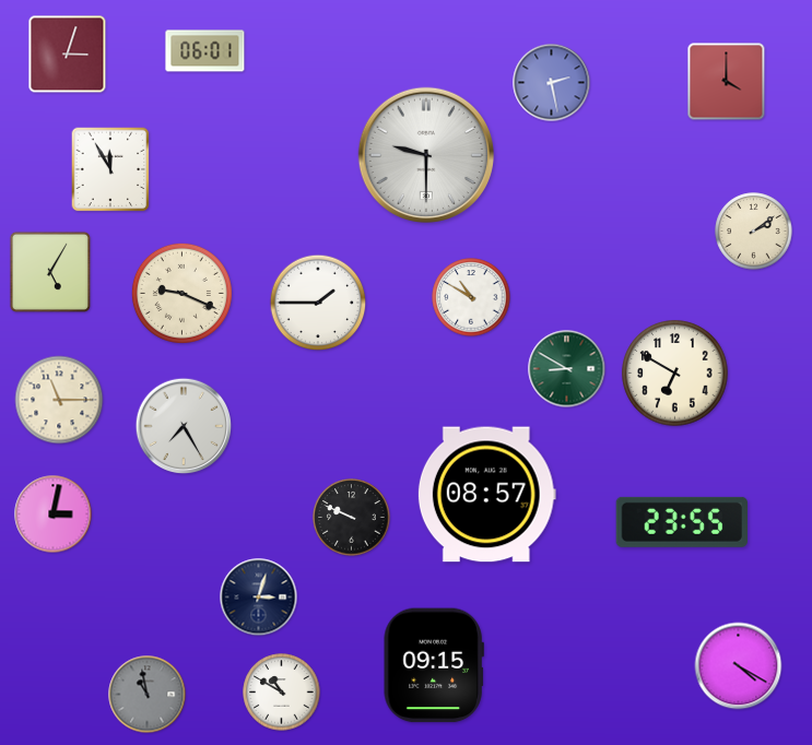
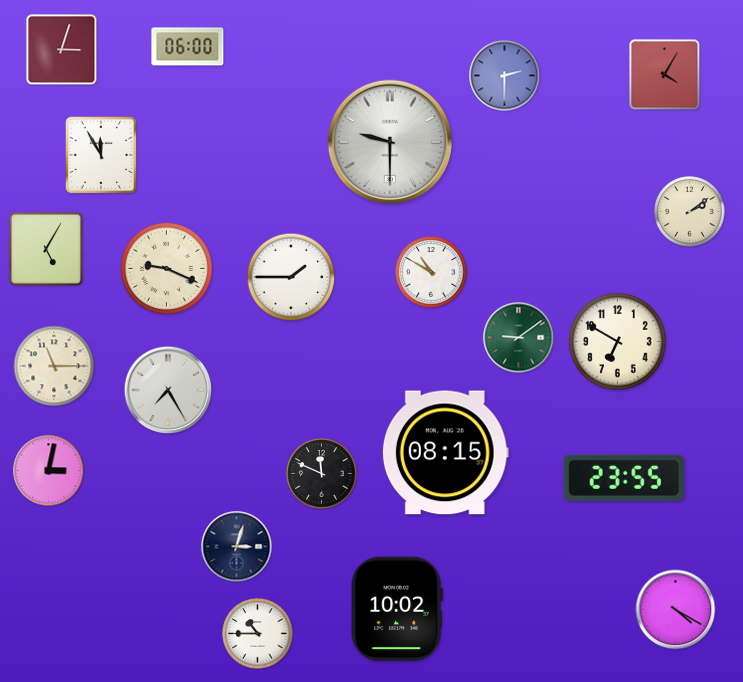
clock at (205, 51): 06:01 -> 06:00
clock at (727, 82): 4:00 -> 4:05
clock at (552, 83): 2:28 -> 2:30
clock at (567, 369): 8:50 -> 9:09
clock at (486, 495): 08:57 -> 08:15
clock at (352, 518): 9:49 -> 11:49
clock at (434, 665): 09:15 -> 10:02
clock at (282, 693): 10:50 -> 10:45
clock at (148, 695): 10:58 -> none
